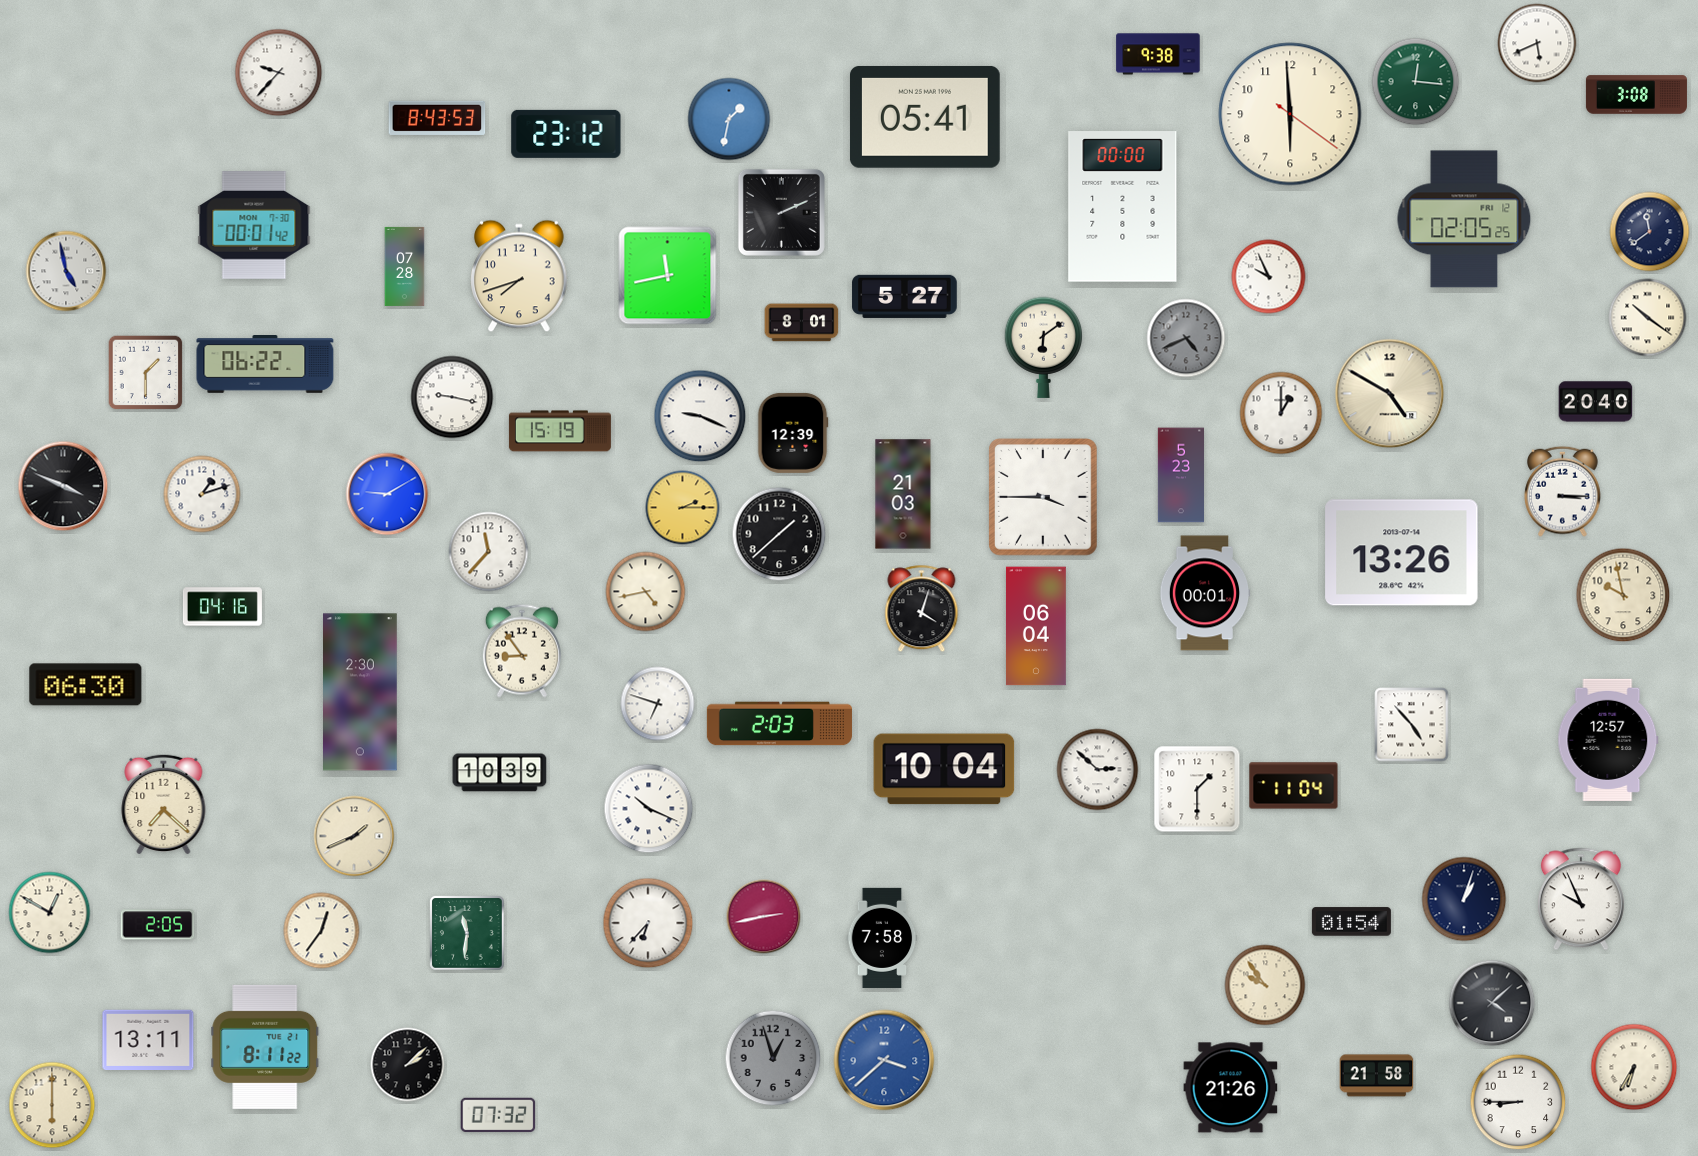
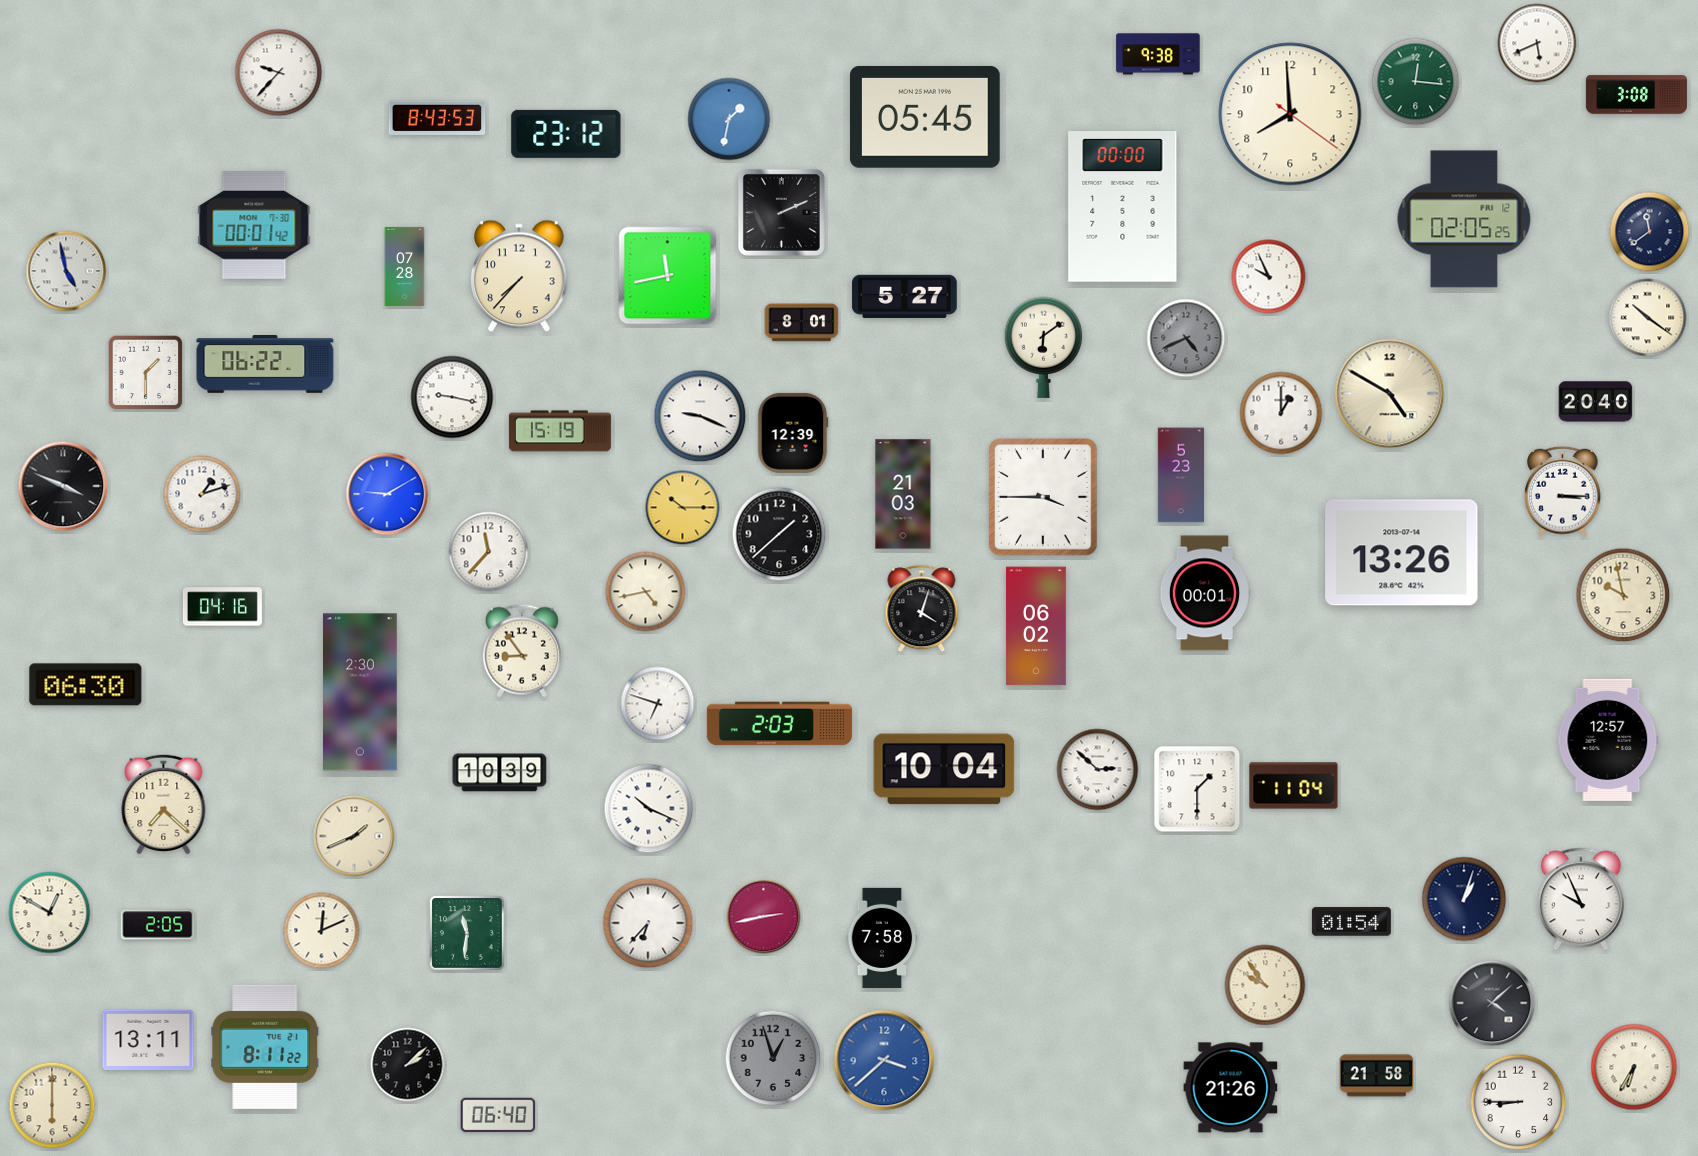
clock at (1290, 114): 5:59 -> 7:59
clock at (925, 117): 05:41 -> 05:45
clock at (519, 276): 7:42 -> 7:37
clock at (683, 508): 2:15 -> 10:15
clock at (1036, 626): 06:04 -> 06:02
clock at (1412, 725): 4:53 -> none
clock at (322, 931): 12:36 -> 12:11
clock at (498, 1115): 07:32 -> 06:40
